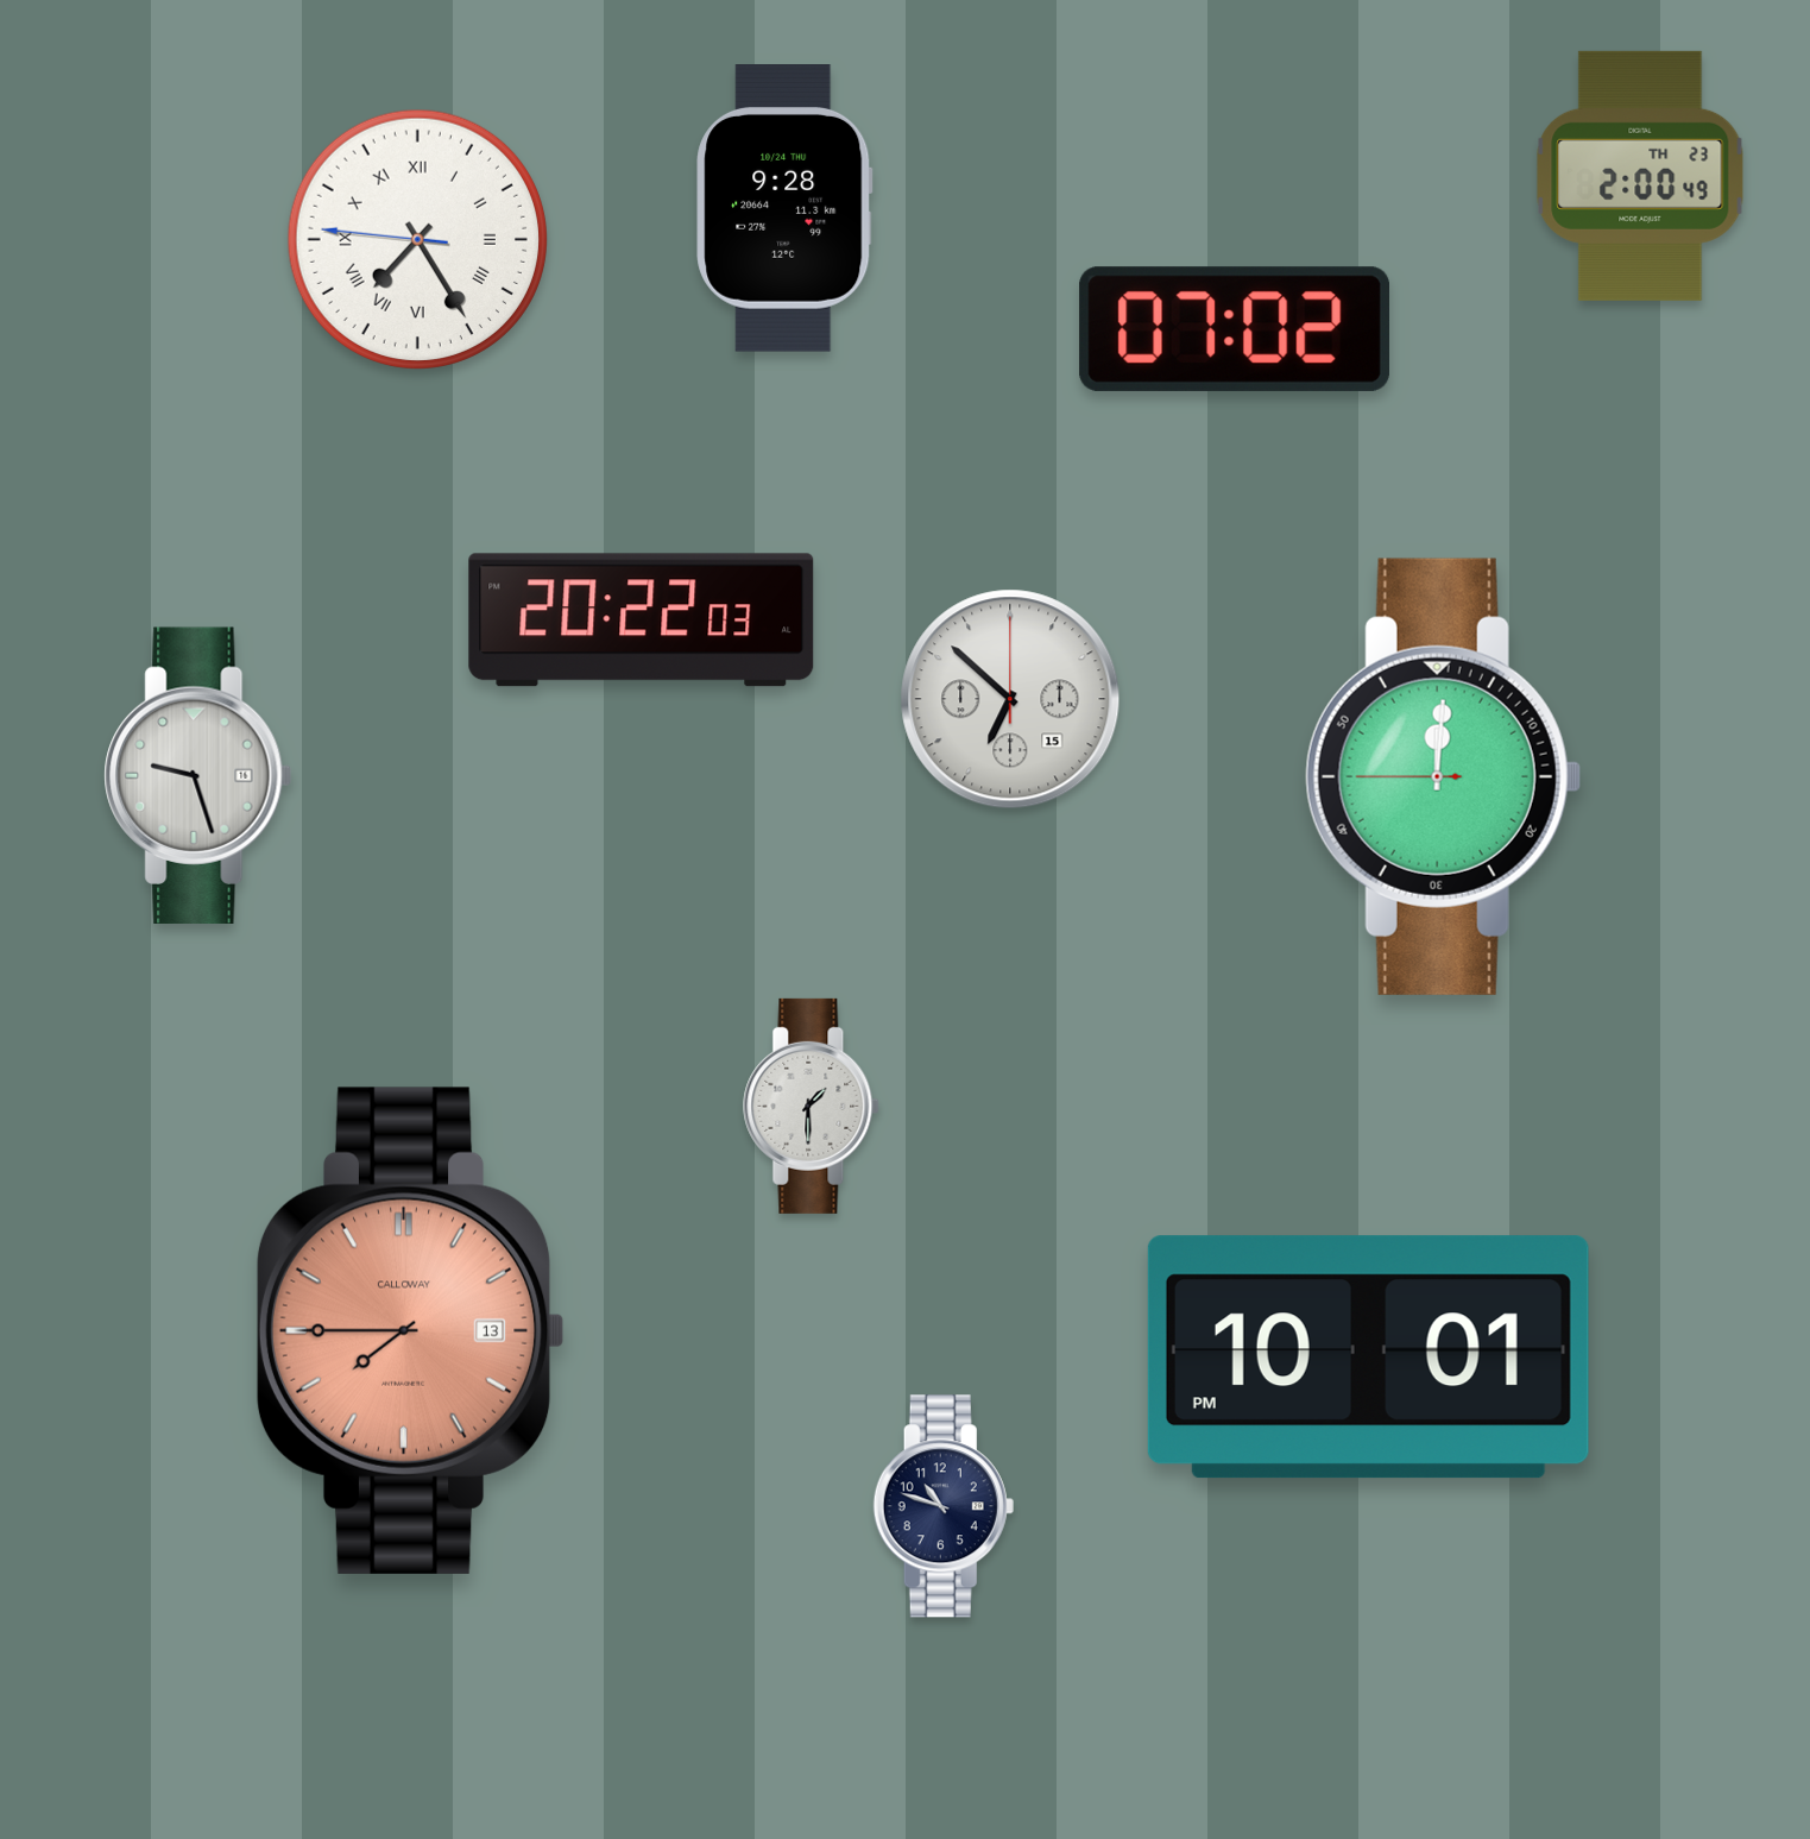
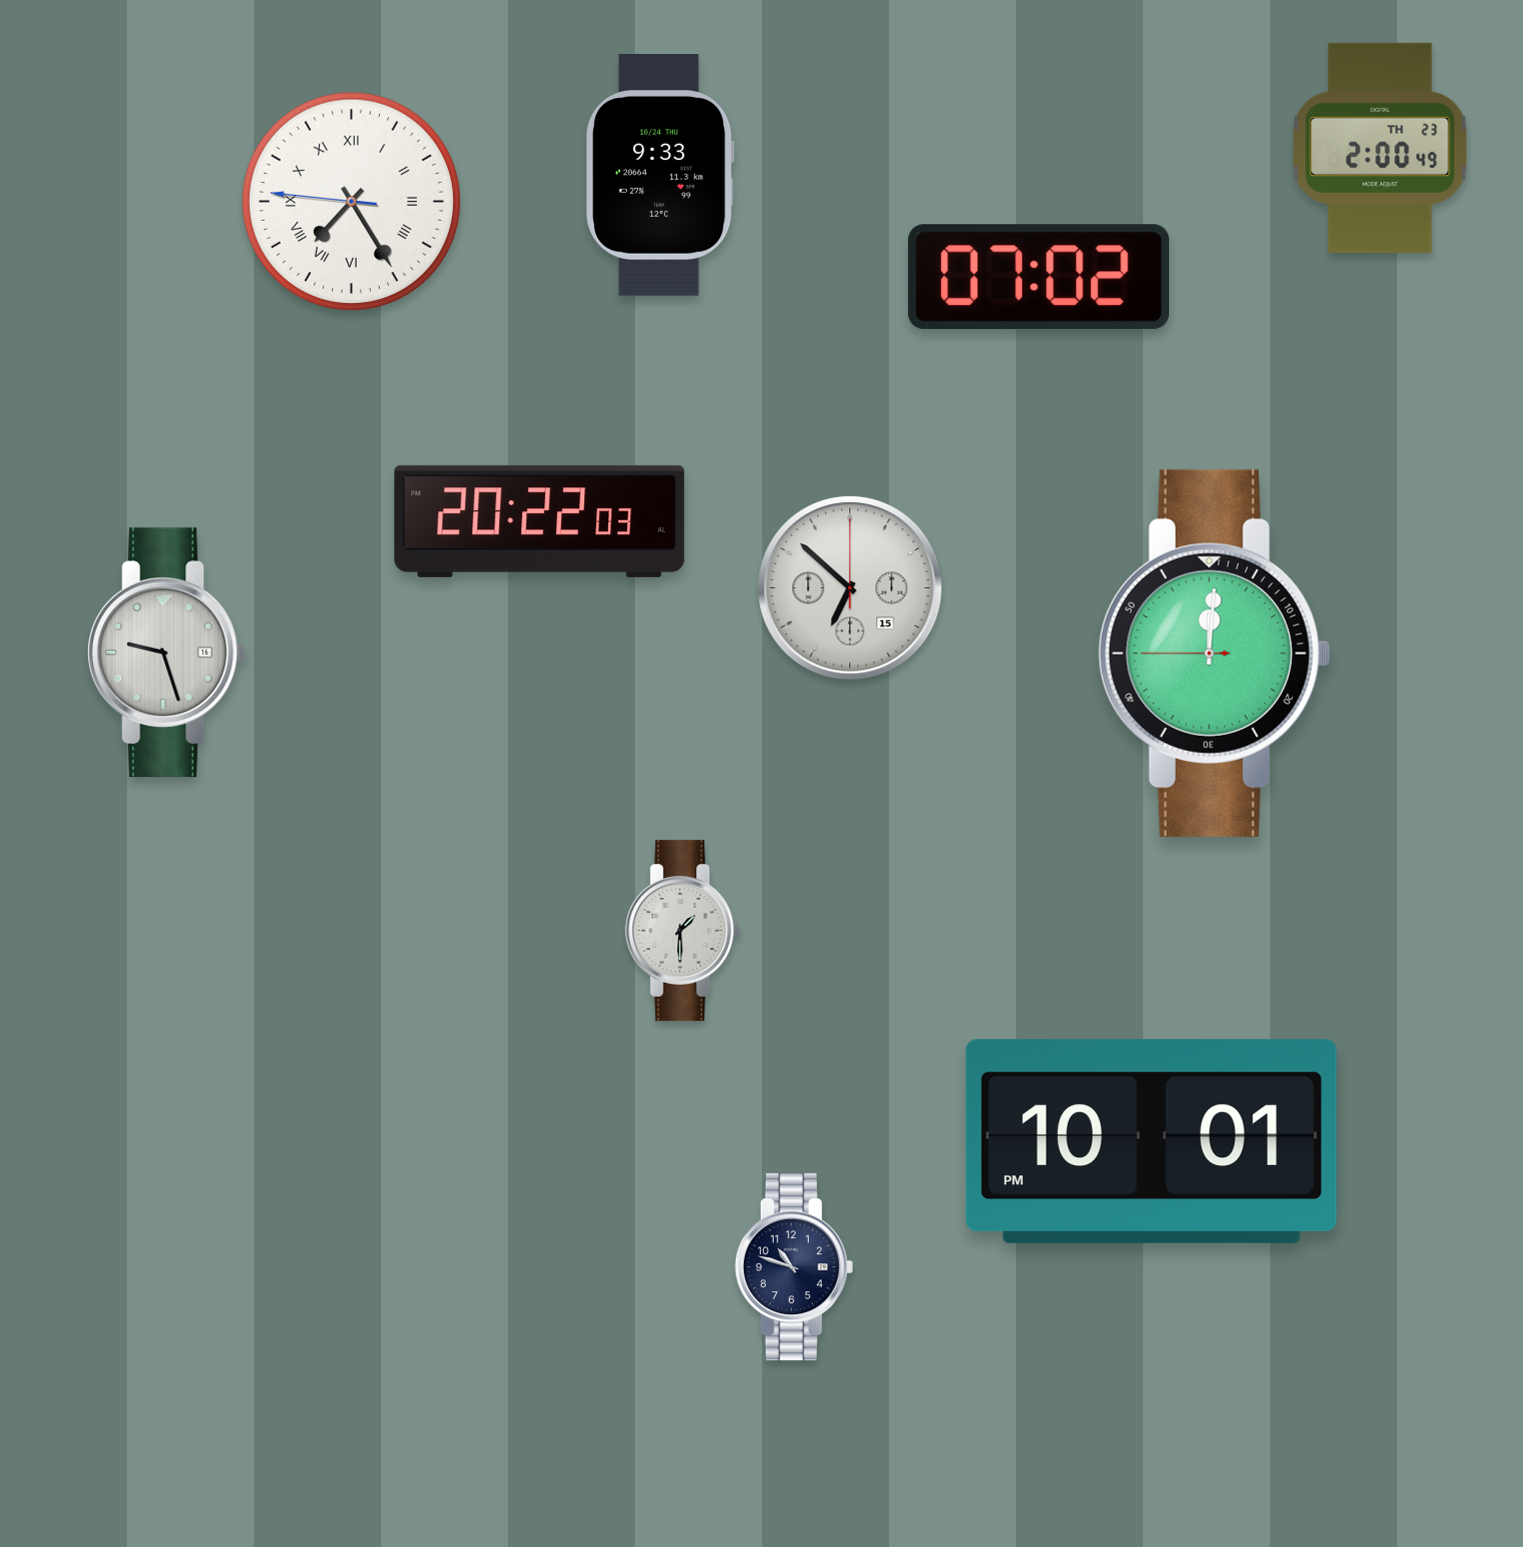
clock at (784, 209): 9:28 -> 9:33
clock at (410, 1330): 7:45 -> none
